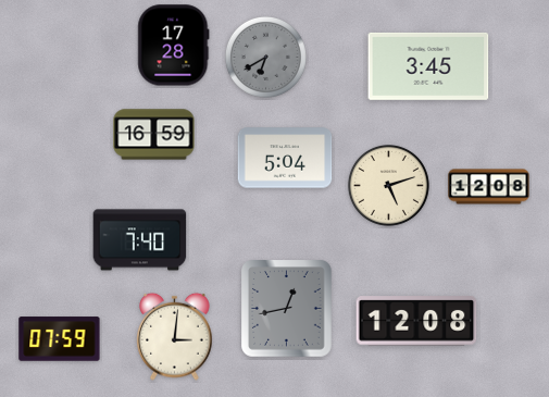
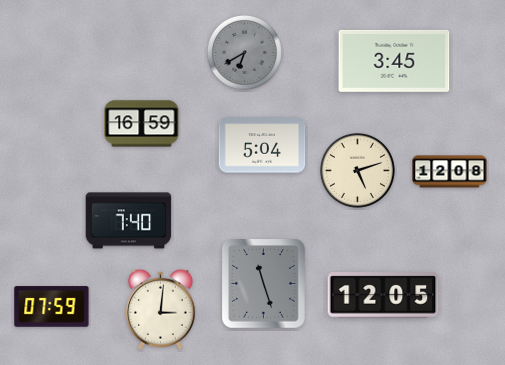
clock at (174, 46): 17:28 -> none
clock at (287, 309): 12:43 -> 11:27
clock at (416, 321): 12:08 -> 12:05
clock at (60, 339) position: (60, 339) -> (52, 307)
